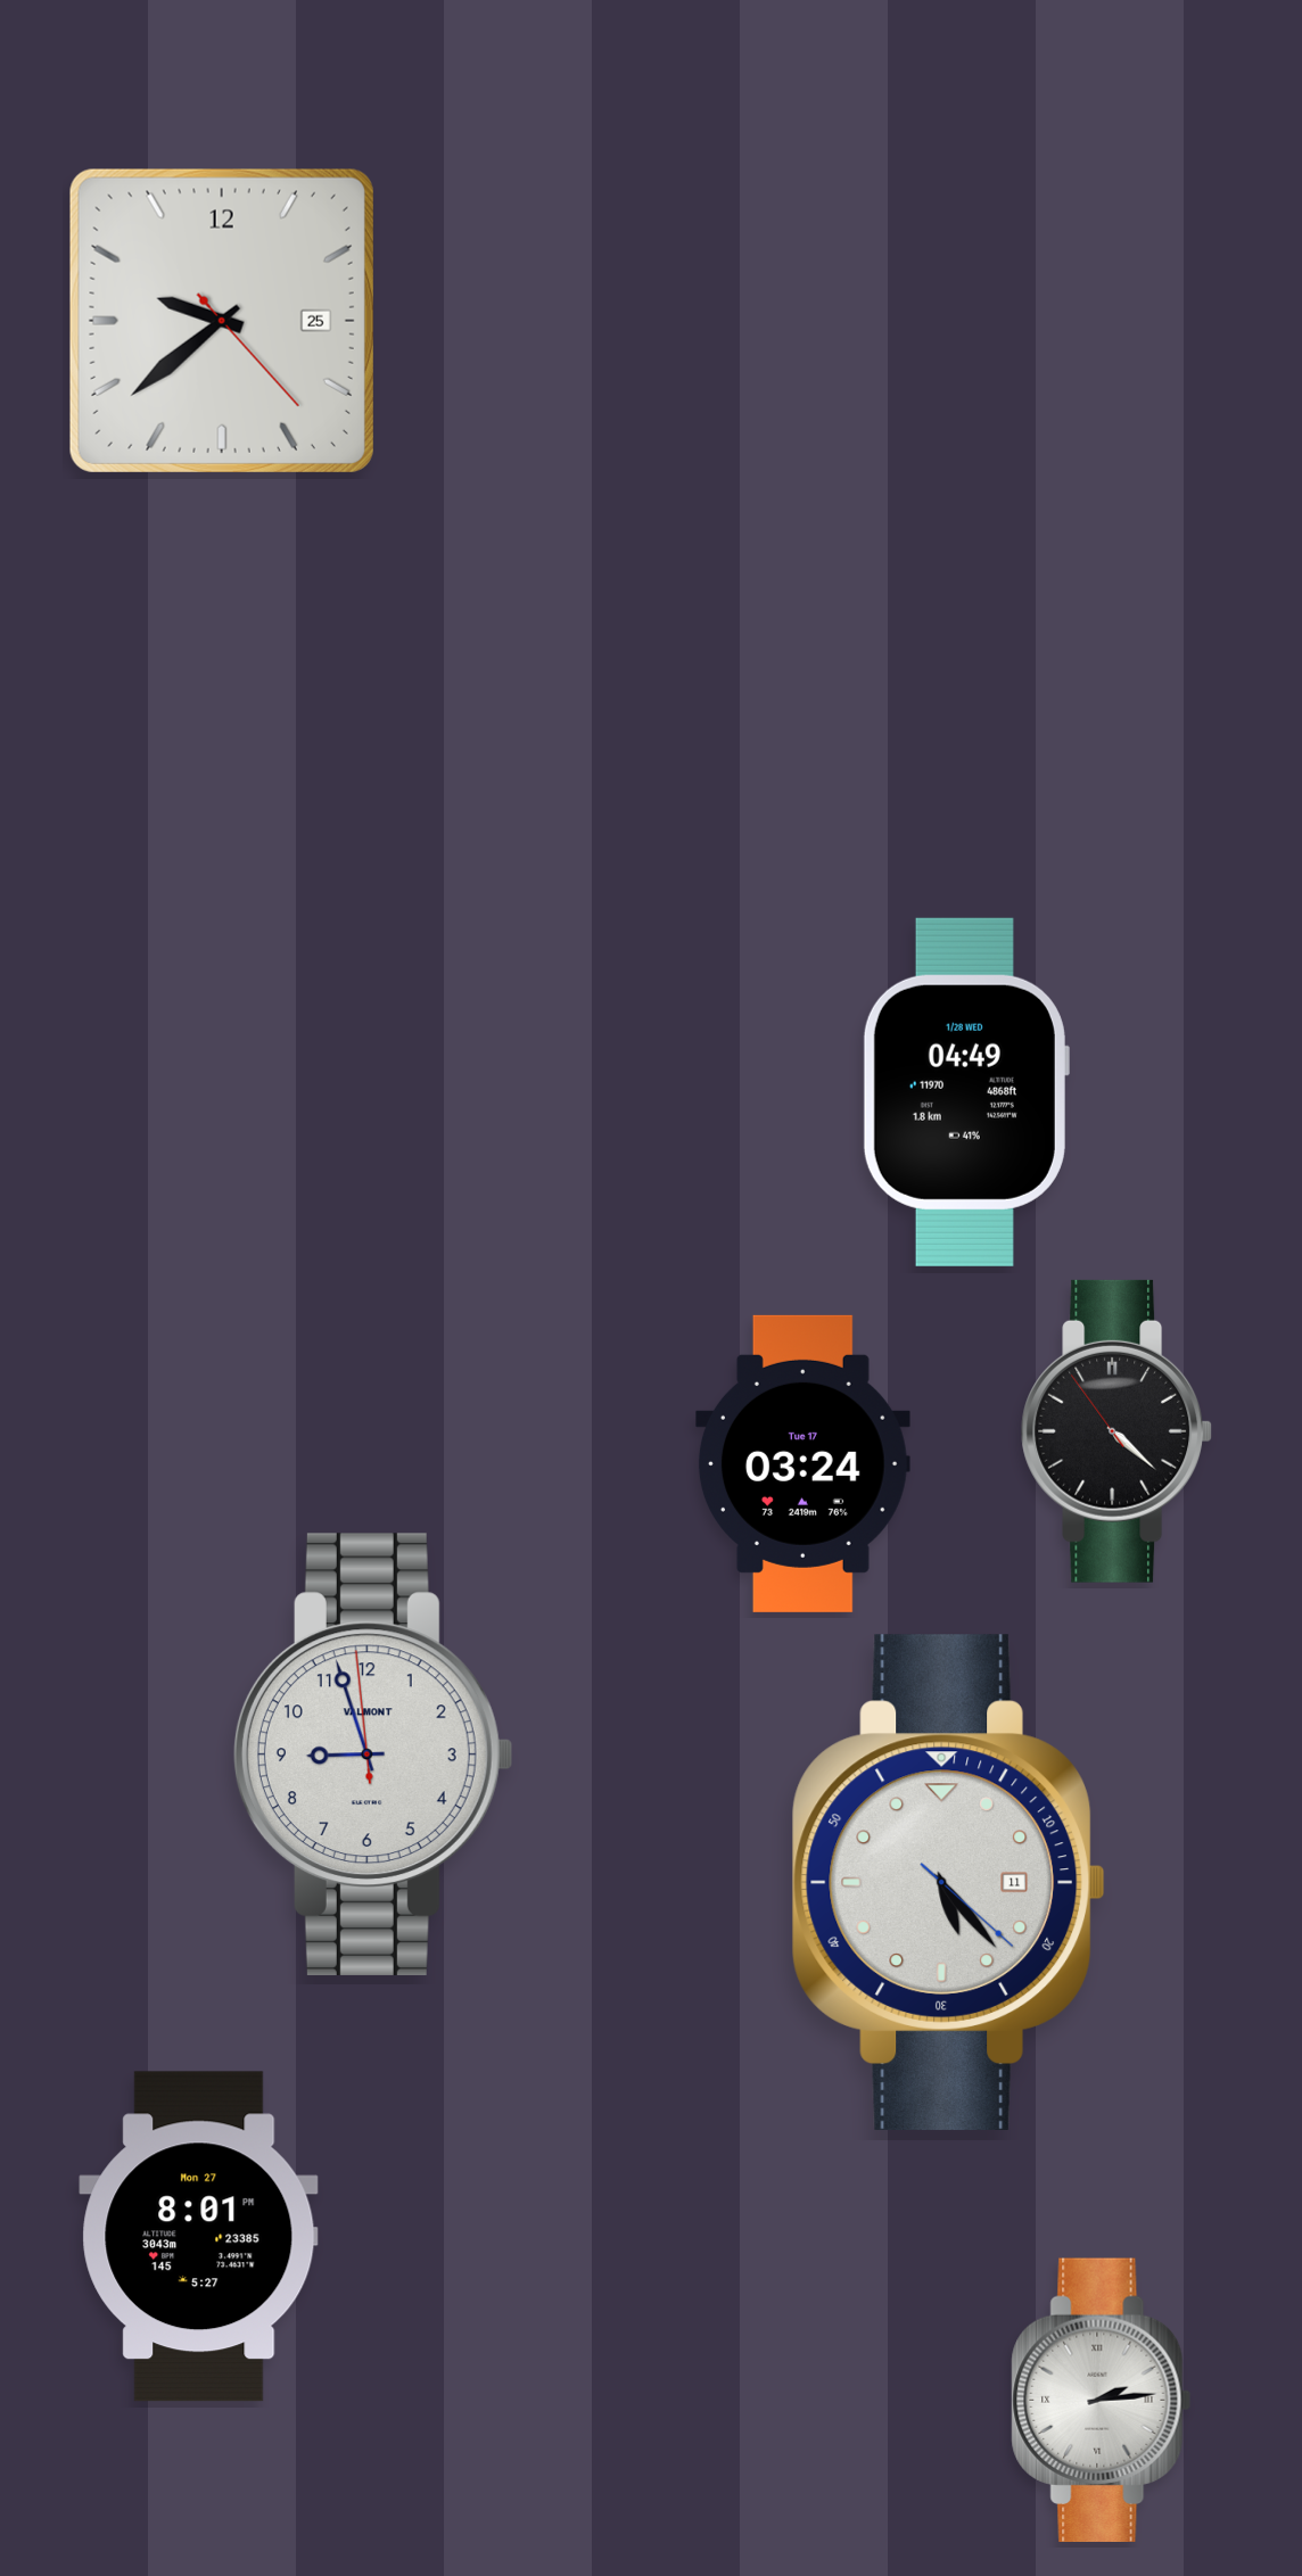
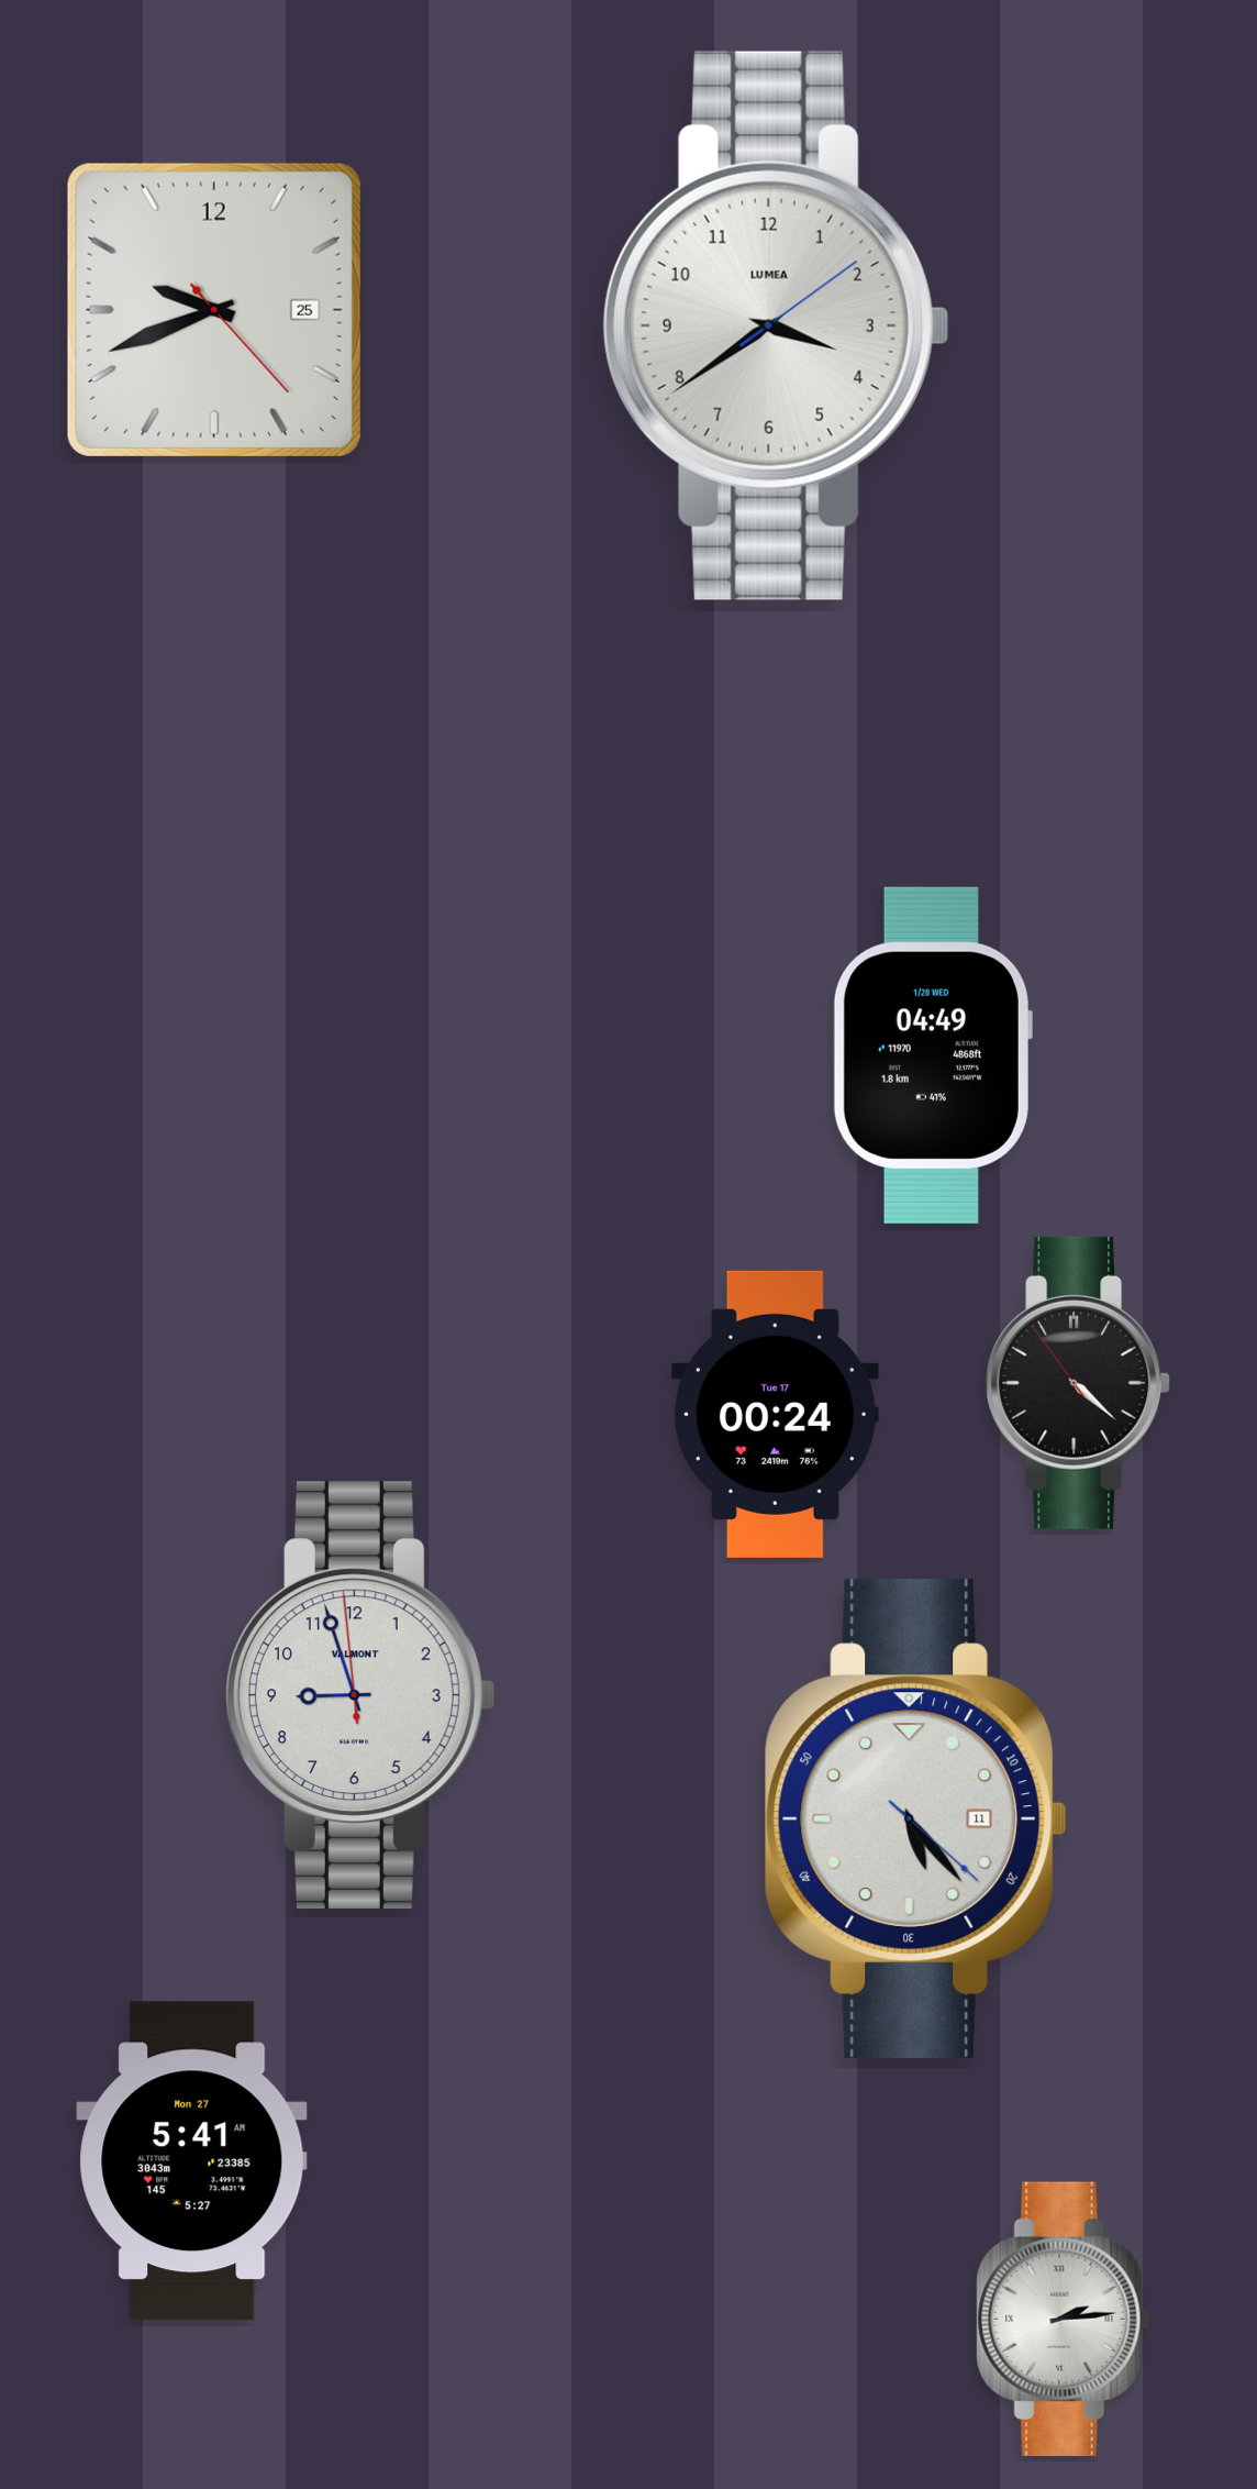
clock at (222, 321): 9:38 -> 9:41
clock at (776, 325): none -> 3:39
clock at (802, 1463): 03:24 -> 00:24
clock at (199, 2237): 8:01 -> 5:41
